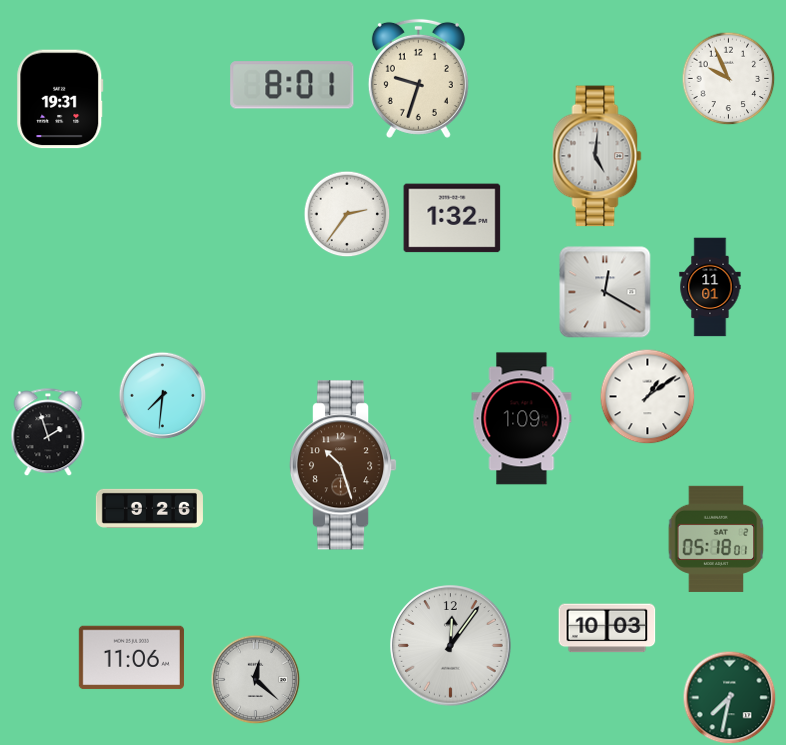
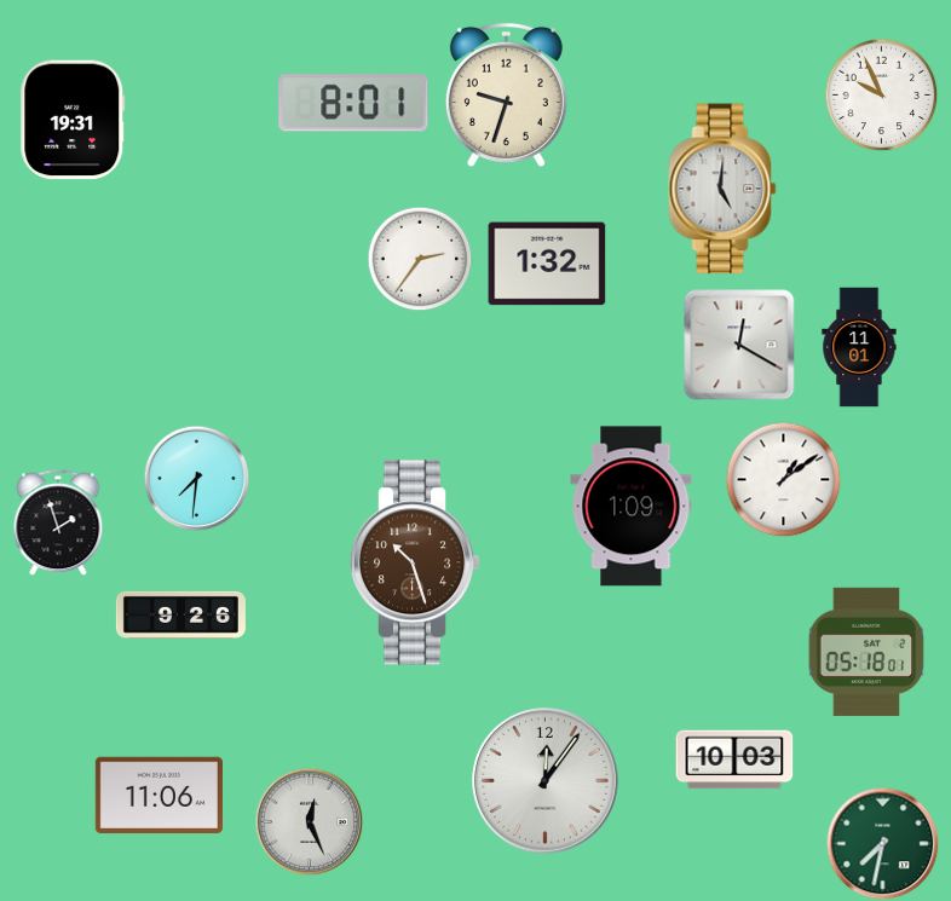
clock at (605, 292) position: (605, 292) -> (739, 345)
clock at (255, 679): 12:22 -> 12:26
